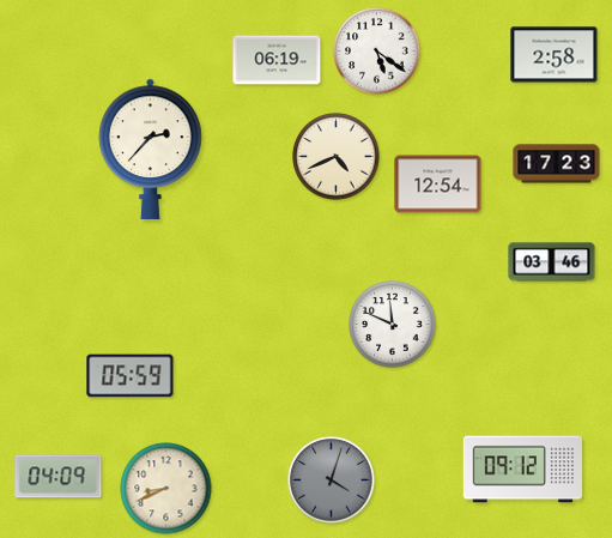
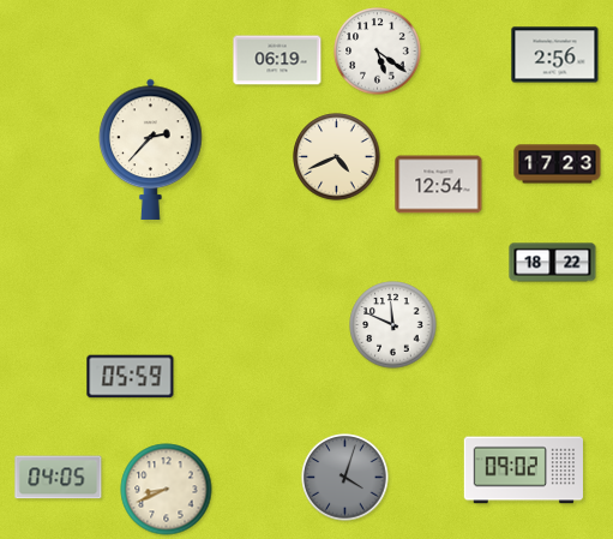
clock at (555, 55): 2:58 -> 2:56
clock at (552, 262): 03:46 -> 18:22
clock at (522, 470): 09:12 -> 09:02
clock at (59, 477): 04:09 -> 04:05
clock at (332, 480) position: (332, 480) -> (345, 478)
